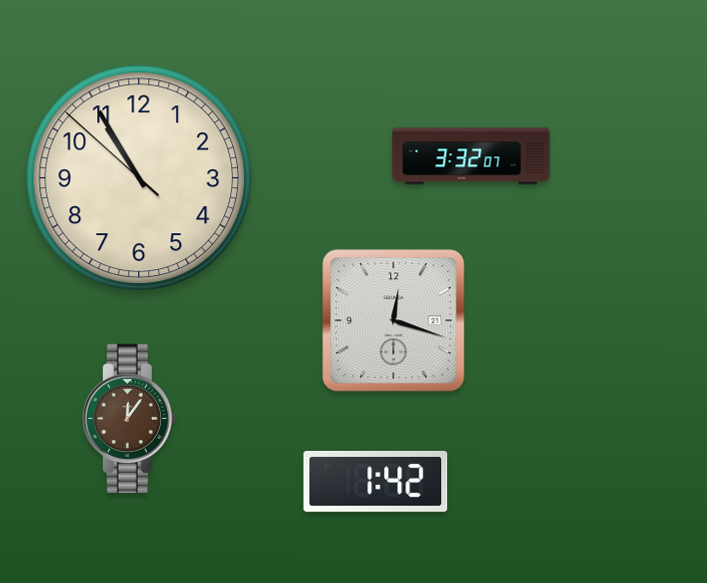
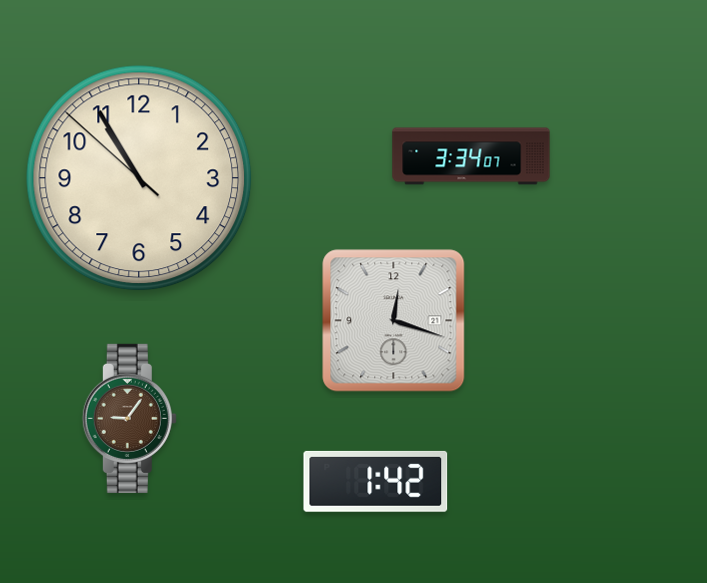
clock at (471, 156): 3:32 -> 3:34
clock at (129, 418): 12:06 -> 9:06
